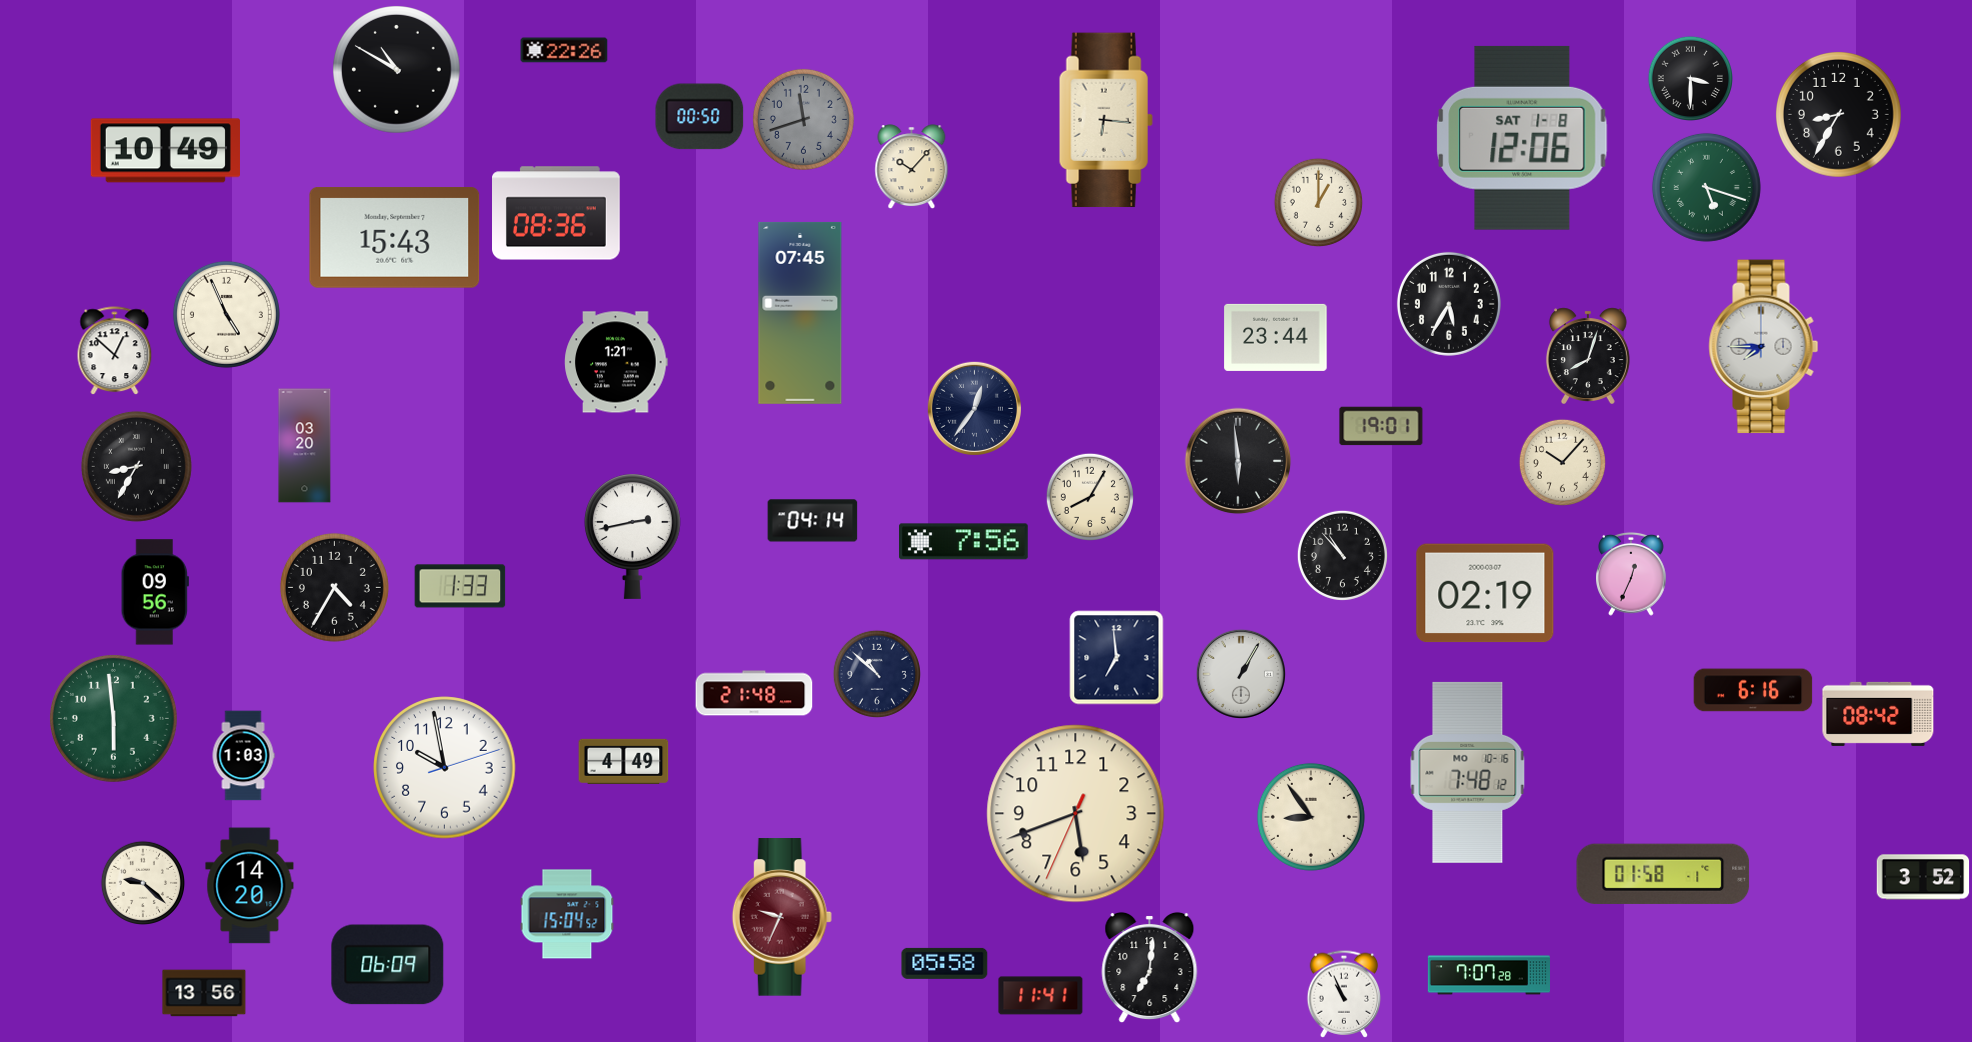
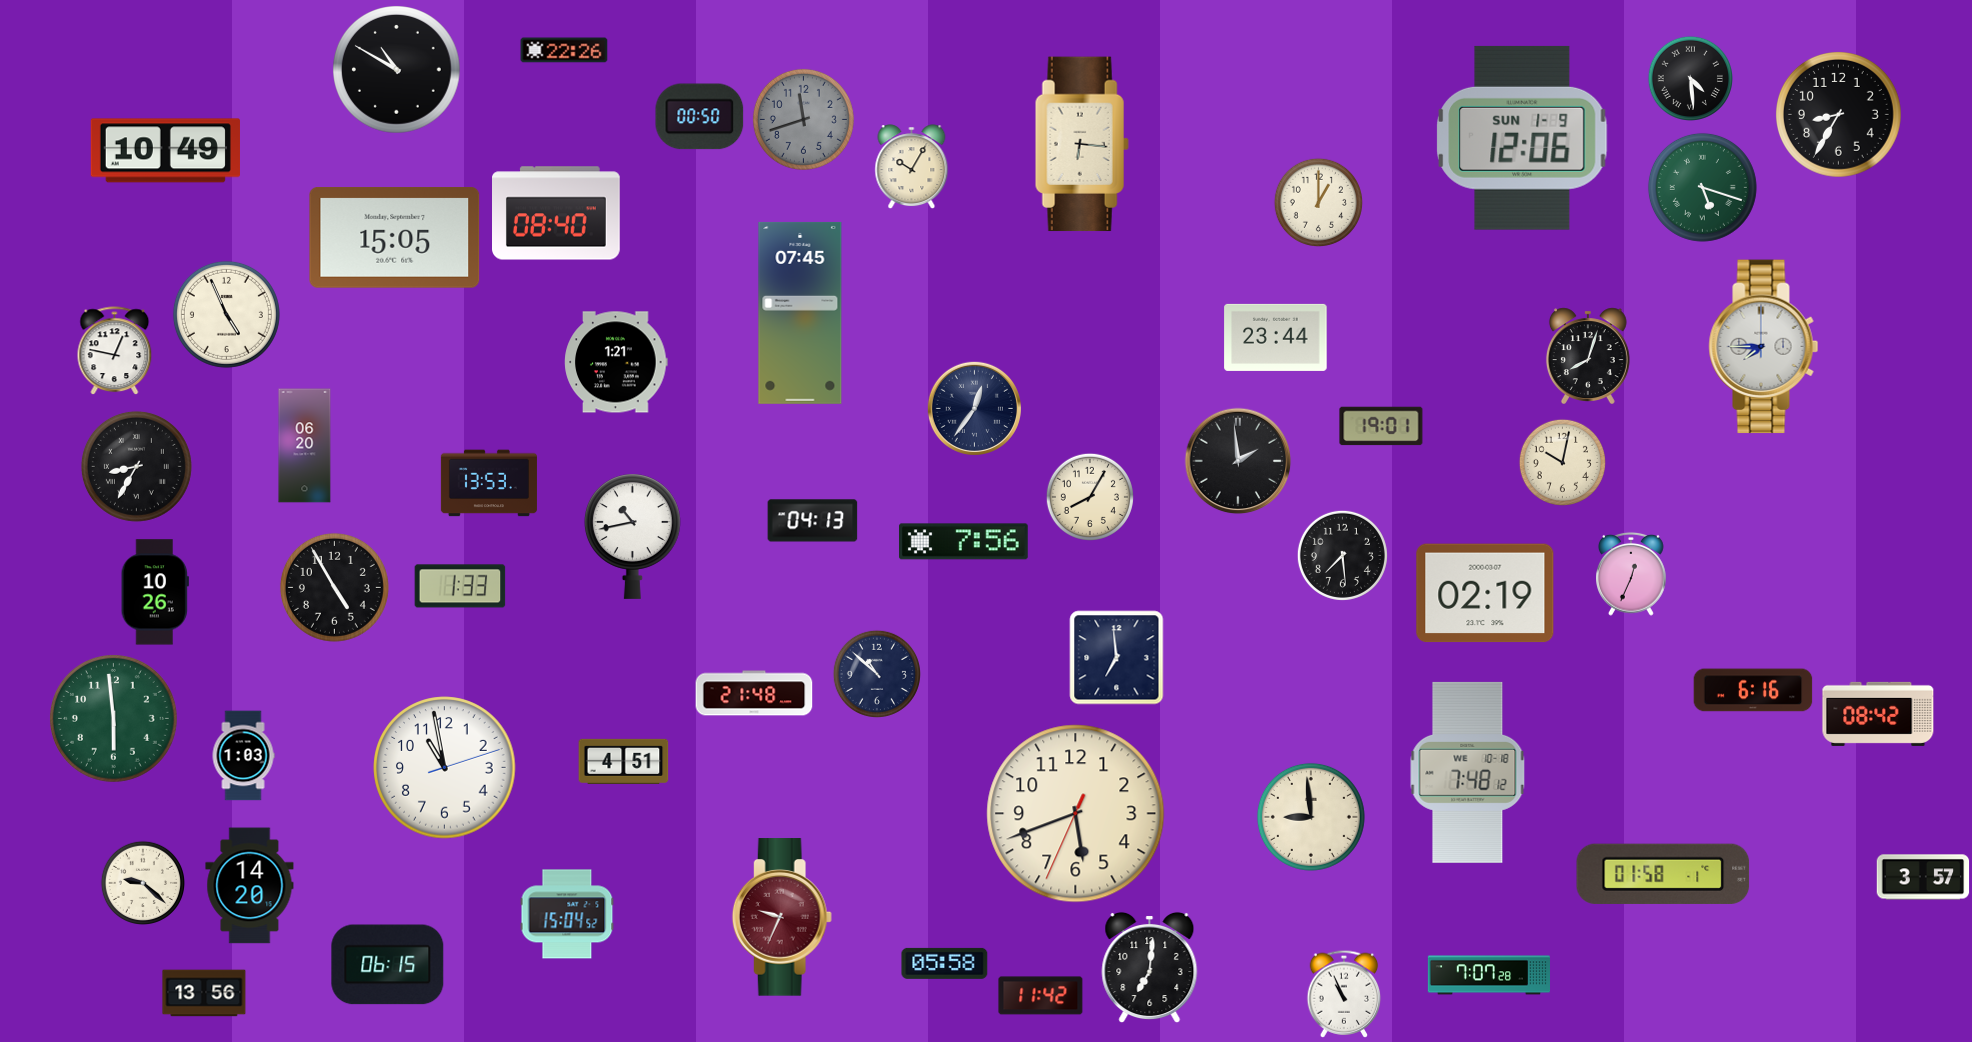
clock at (1690, 78): 3:30 -> 4:29
clock at (1106, 120) position: (1106, 120) -> (1082, 144)
clock at (1522, 138) date: SAT 1-8 -> SUN 1-9
clock at (912, 167): 10:07 -> 10:05
clock at (1706, 187) position: (1706, 187) -> (1702, 187)
clock at (557, 213): 08:36 -> 08:40
clock at (395, 238): 15:43 -> 15:05
clock at (1449, 304): 5:35 -> none
clock at (115, 351): 12:52 -> 12:47
clock at (305, 446): 03:20 -> 06:20
clock at (1238, 461): 5:59 -> 1:59
clock at (1562, 462): 10:07 -> 10:02
clock at (489, 483): none -> 13:53
clock at (813, 521): 04:14 -> 04:13
clock at (632, 536): 2:43 -> 10:43
clock at (1342, 555): 10:53 -> 7:29
clock at (334, 587): 4:35 -> 4:55
clock at (155, 592): 09:56 -> 10:26
clock at (1241, 674): 1:05 -> none
clock at (624, 761): 4:49 -> 4:51
clock at (445, 768): 9:58 -> 10:58
clock at (1468, 772) date: MO 10-16 -> WE 10-18
clock at (1311, 817): 8:54 -> 8:59
clock at (1923, 877): 3:52 -> 3:57
clock at (388, 965): 06:09 -> 06:15
clock at (1041, 996): 11:41 -> 11:42
